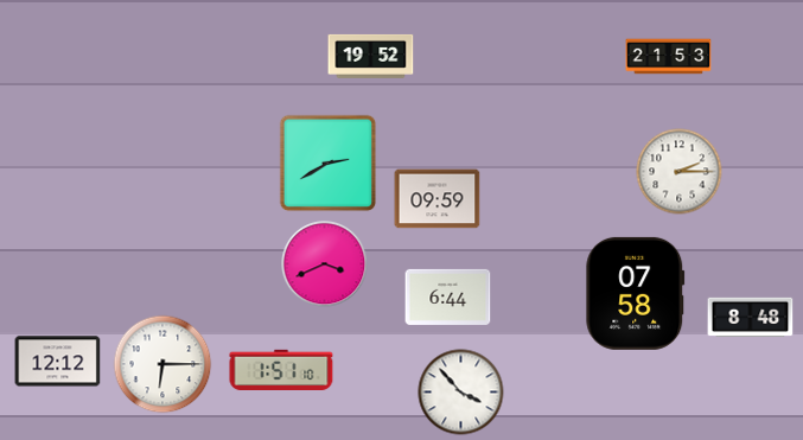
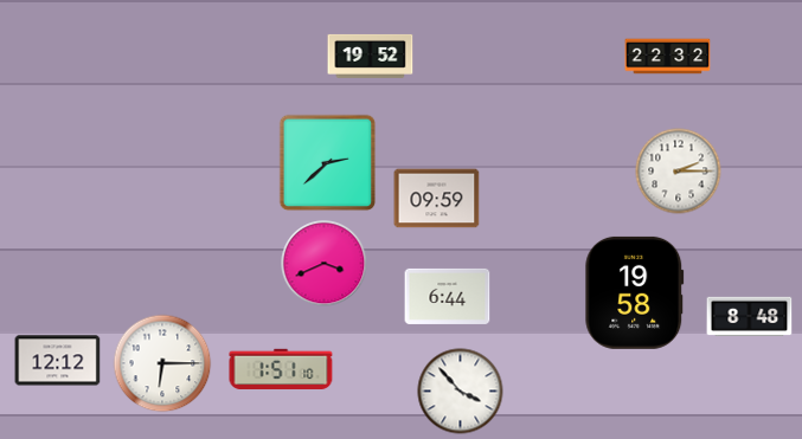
clock at (669, 57): 21:53 -> 22:32
clock at (329, 164): 2:40 -> 2:38
clock at (636, 293): 07:58 -> 19:58
